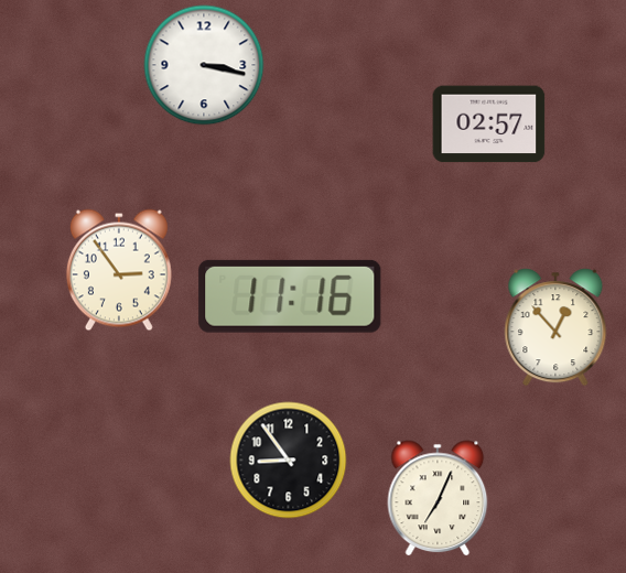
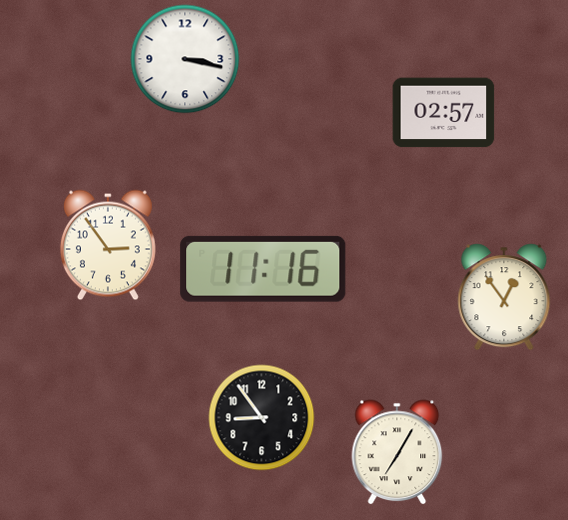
clock at (555, 327): 12:53 -> 12:54
clock at (438, 498): 7:04 -> 7:05
